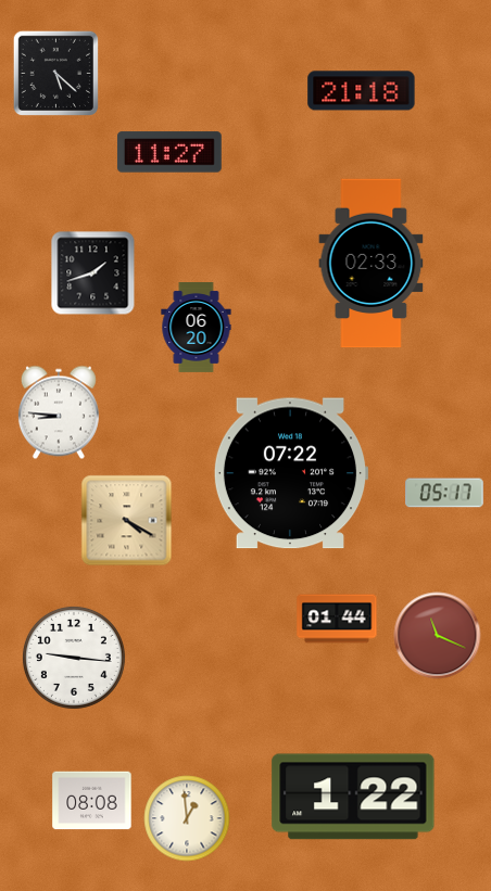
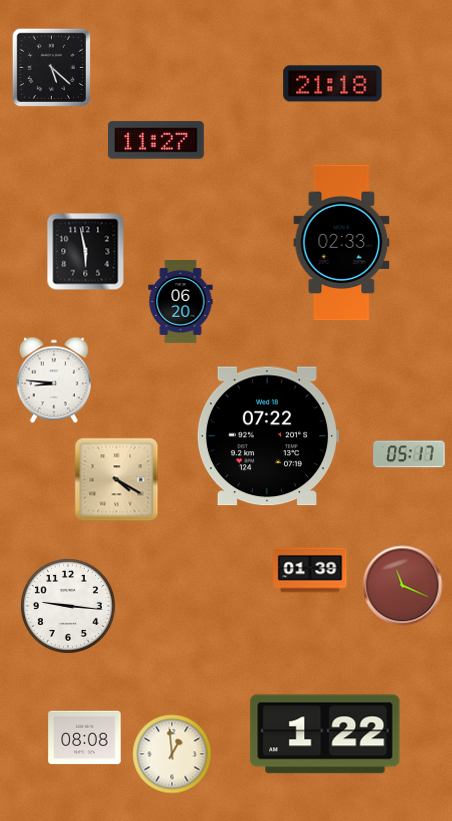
clock at (93, 273): 1:42 -> 5:58
clock at (337, 619): 01:44 -> 01:39
